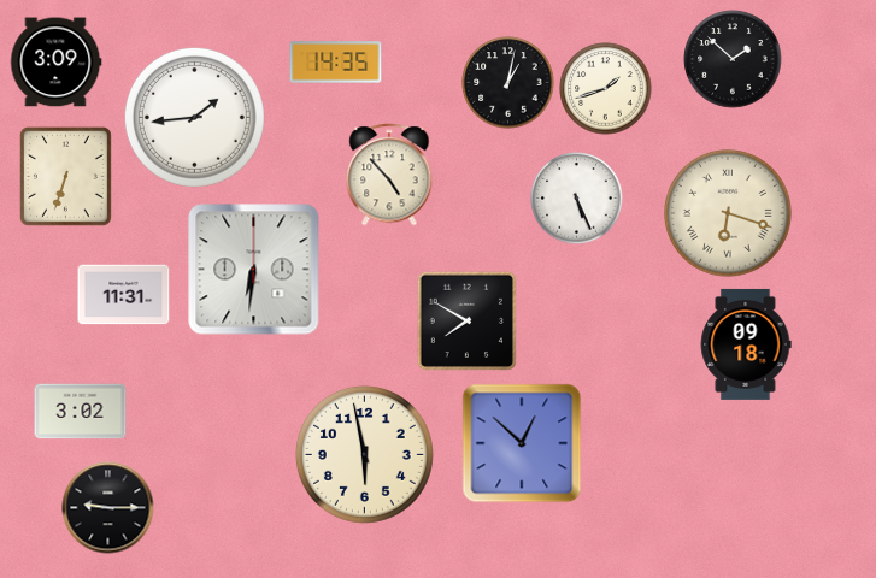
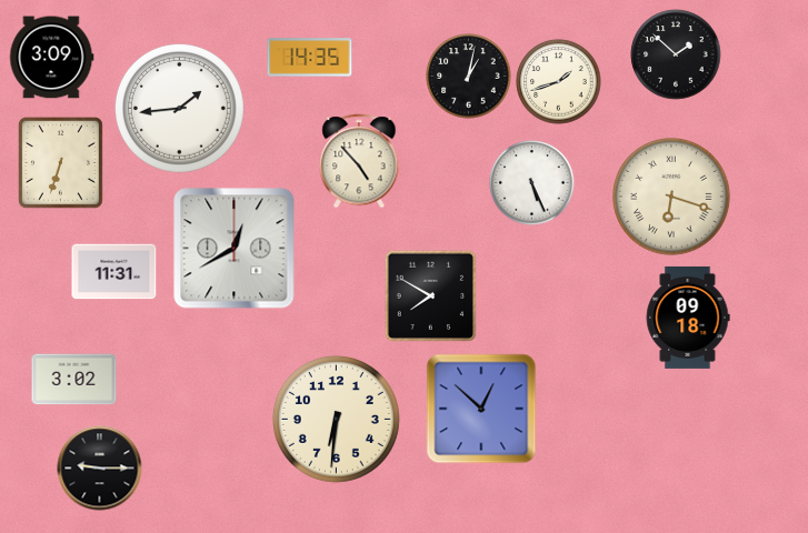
clock at (254, 270): 6:31 -> 12:40
clock at (364, 454): 5:58 -> 6:31
